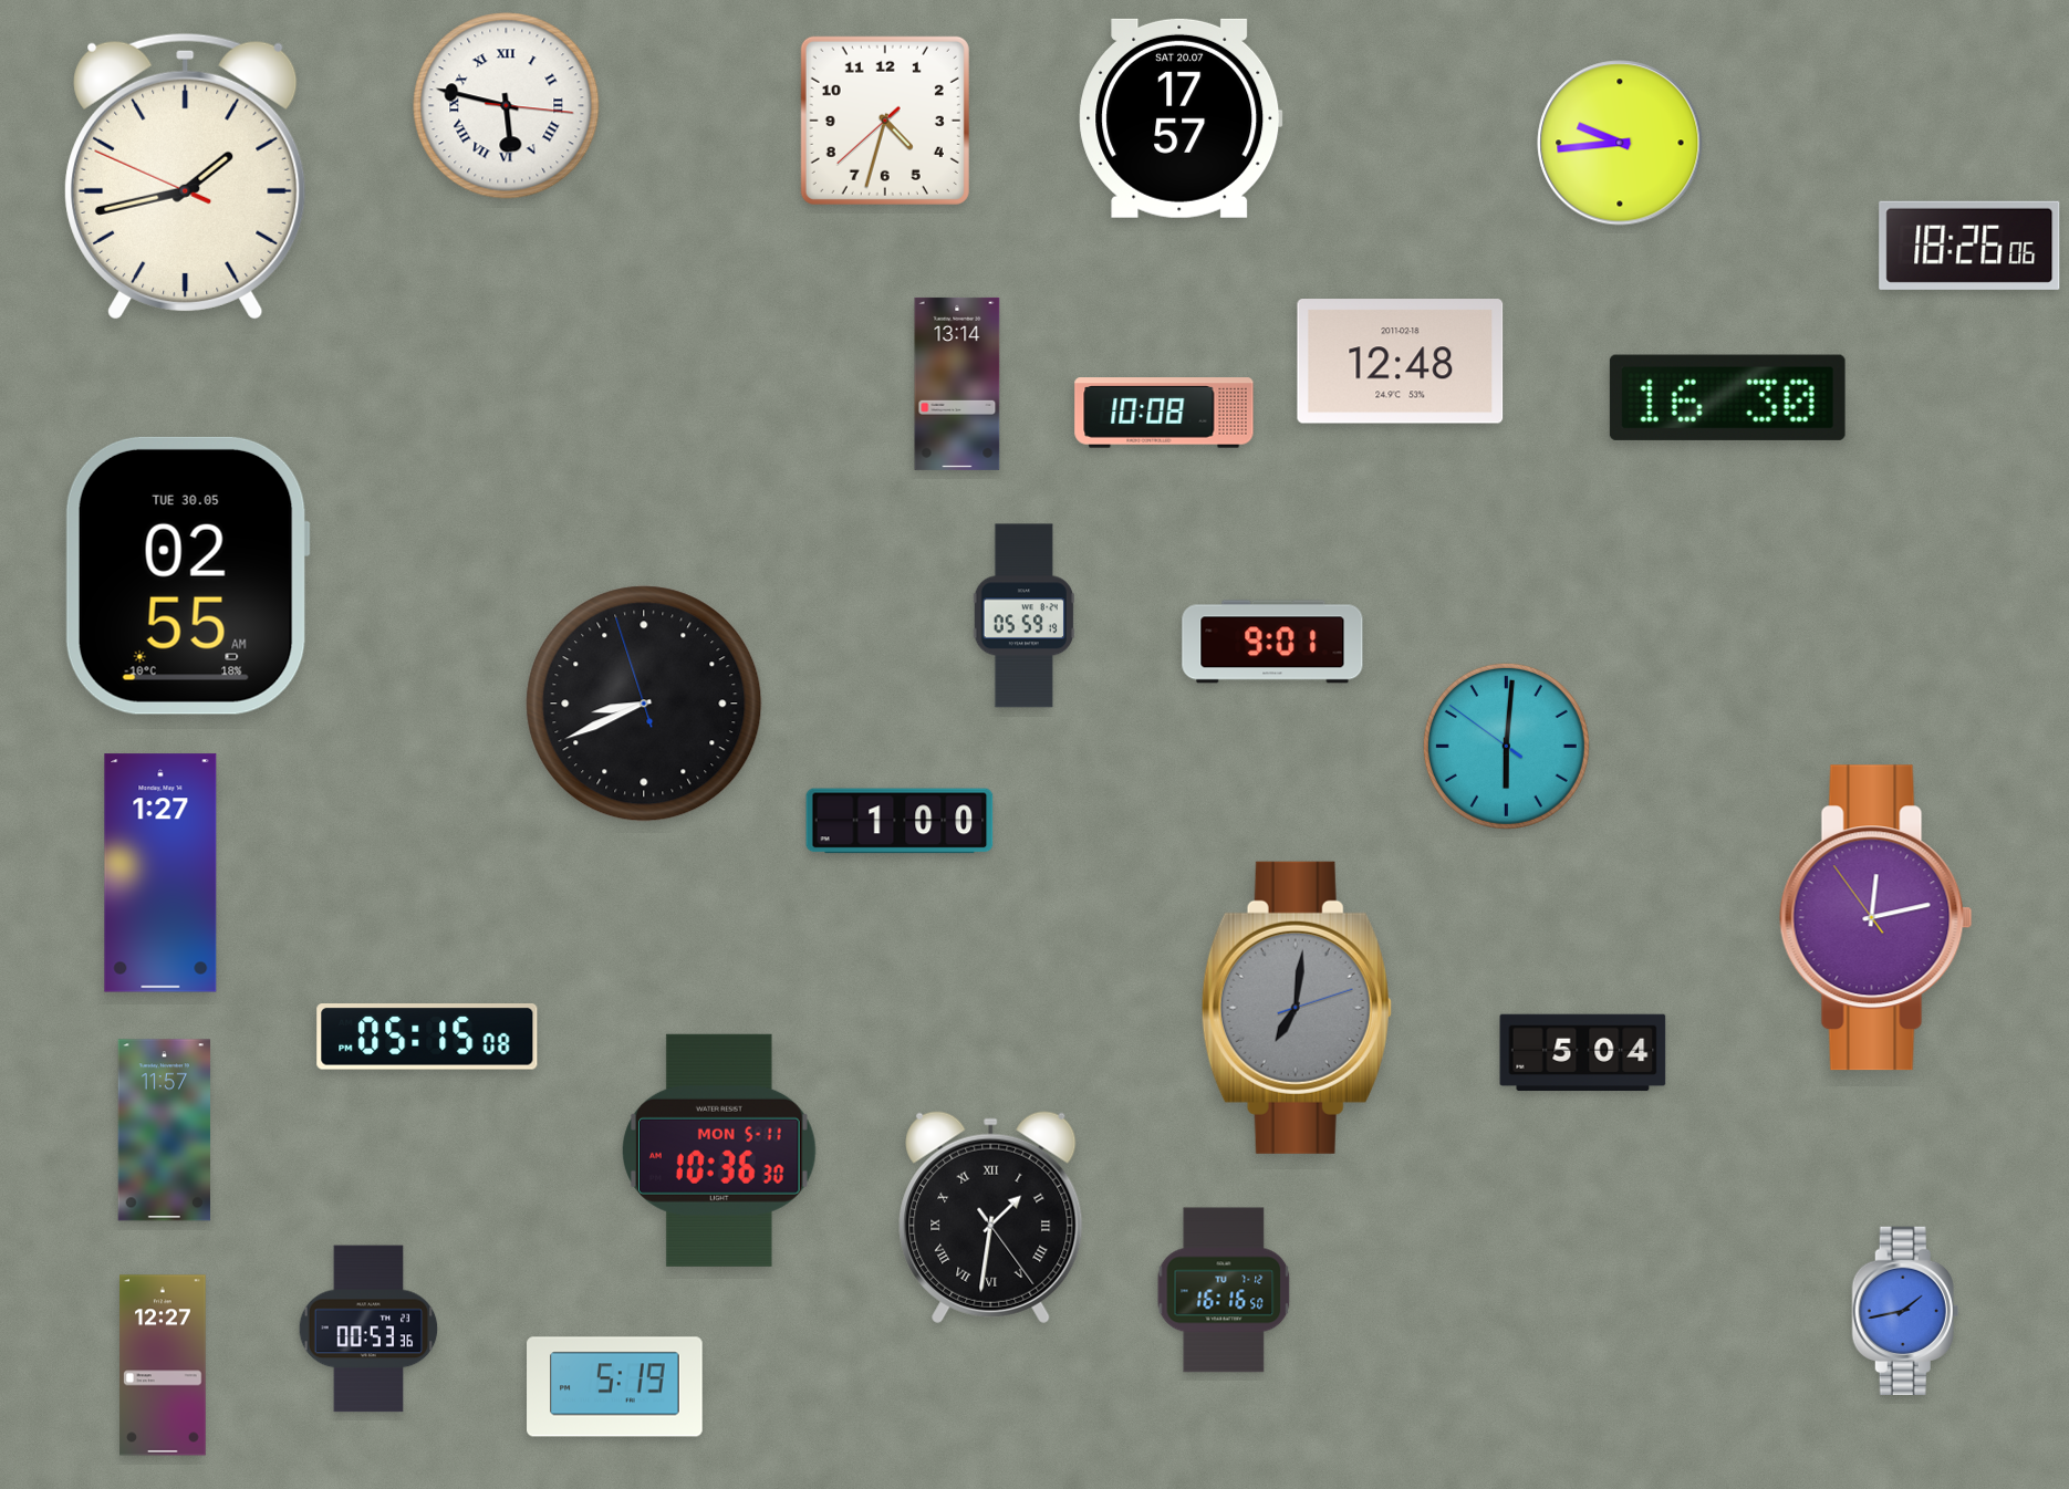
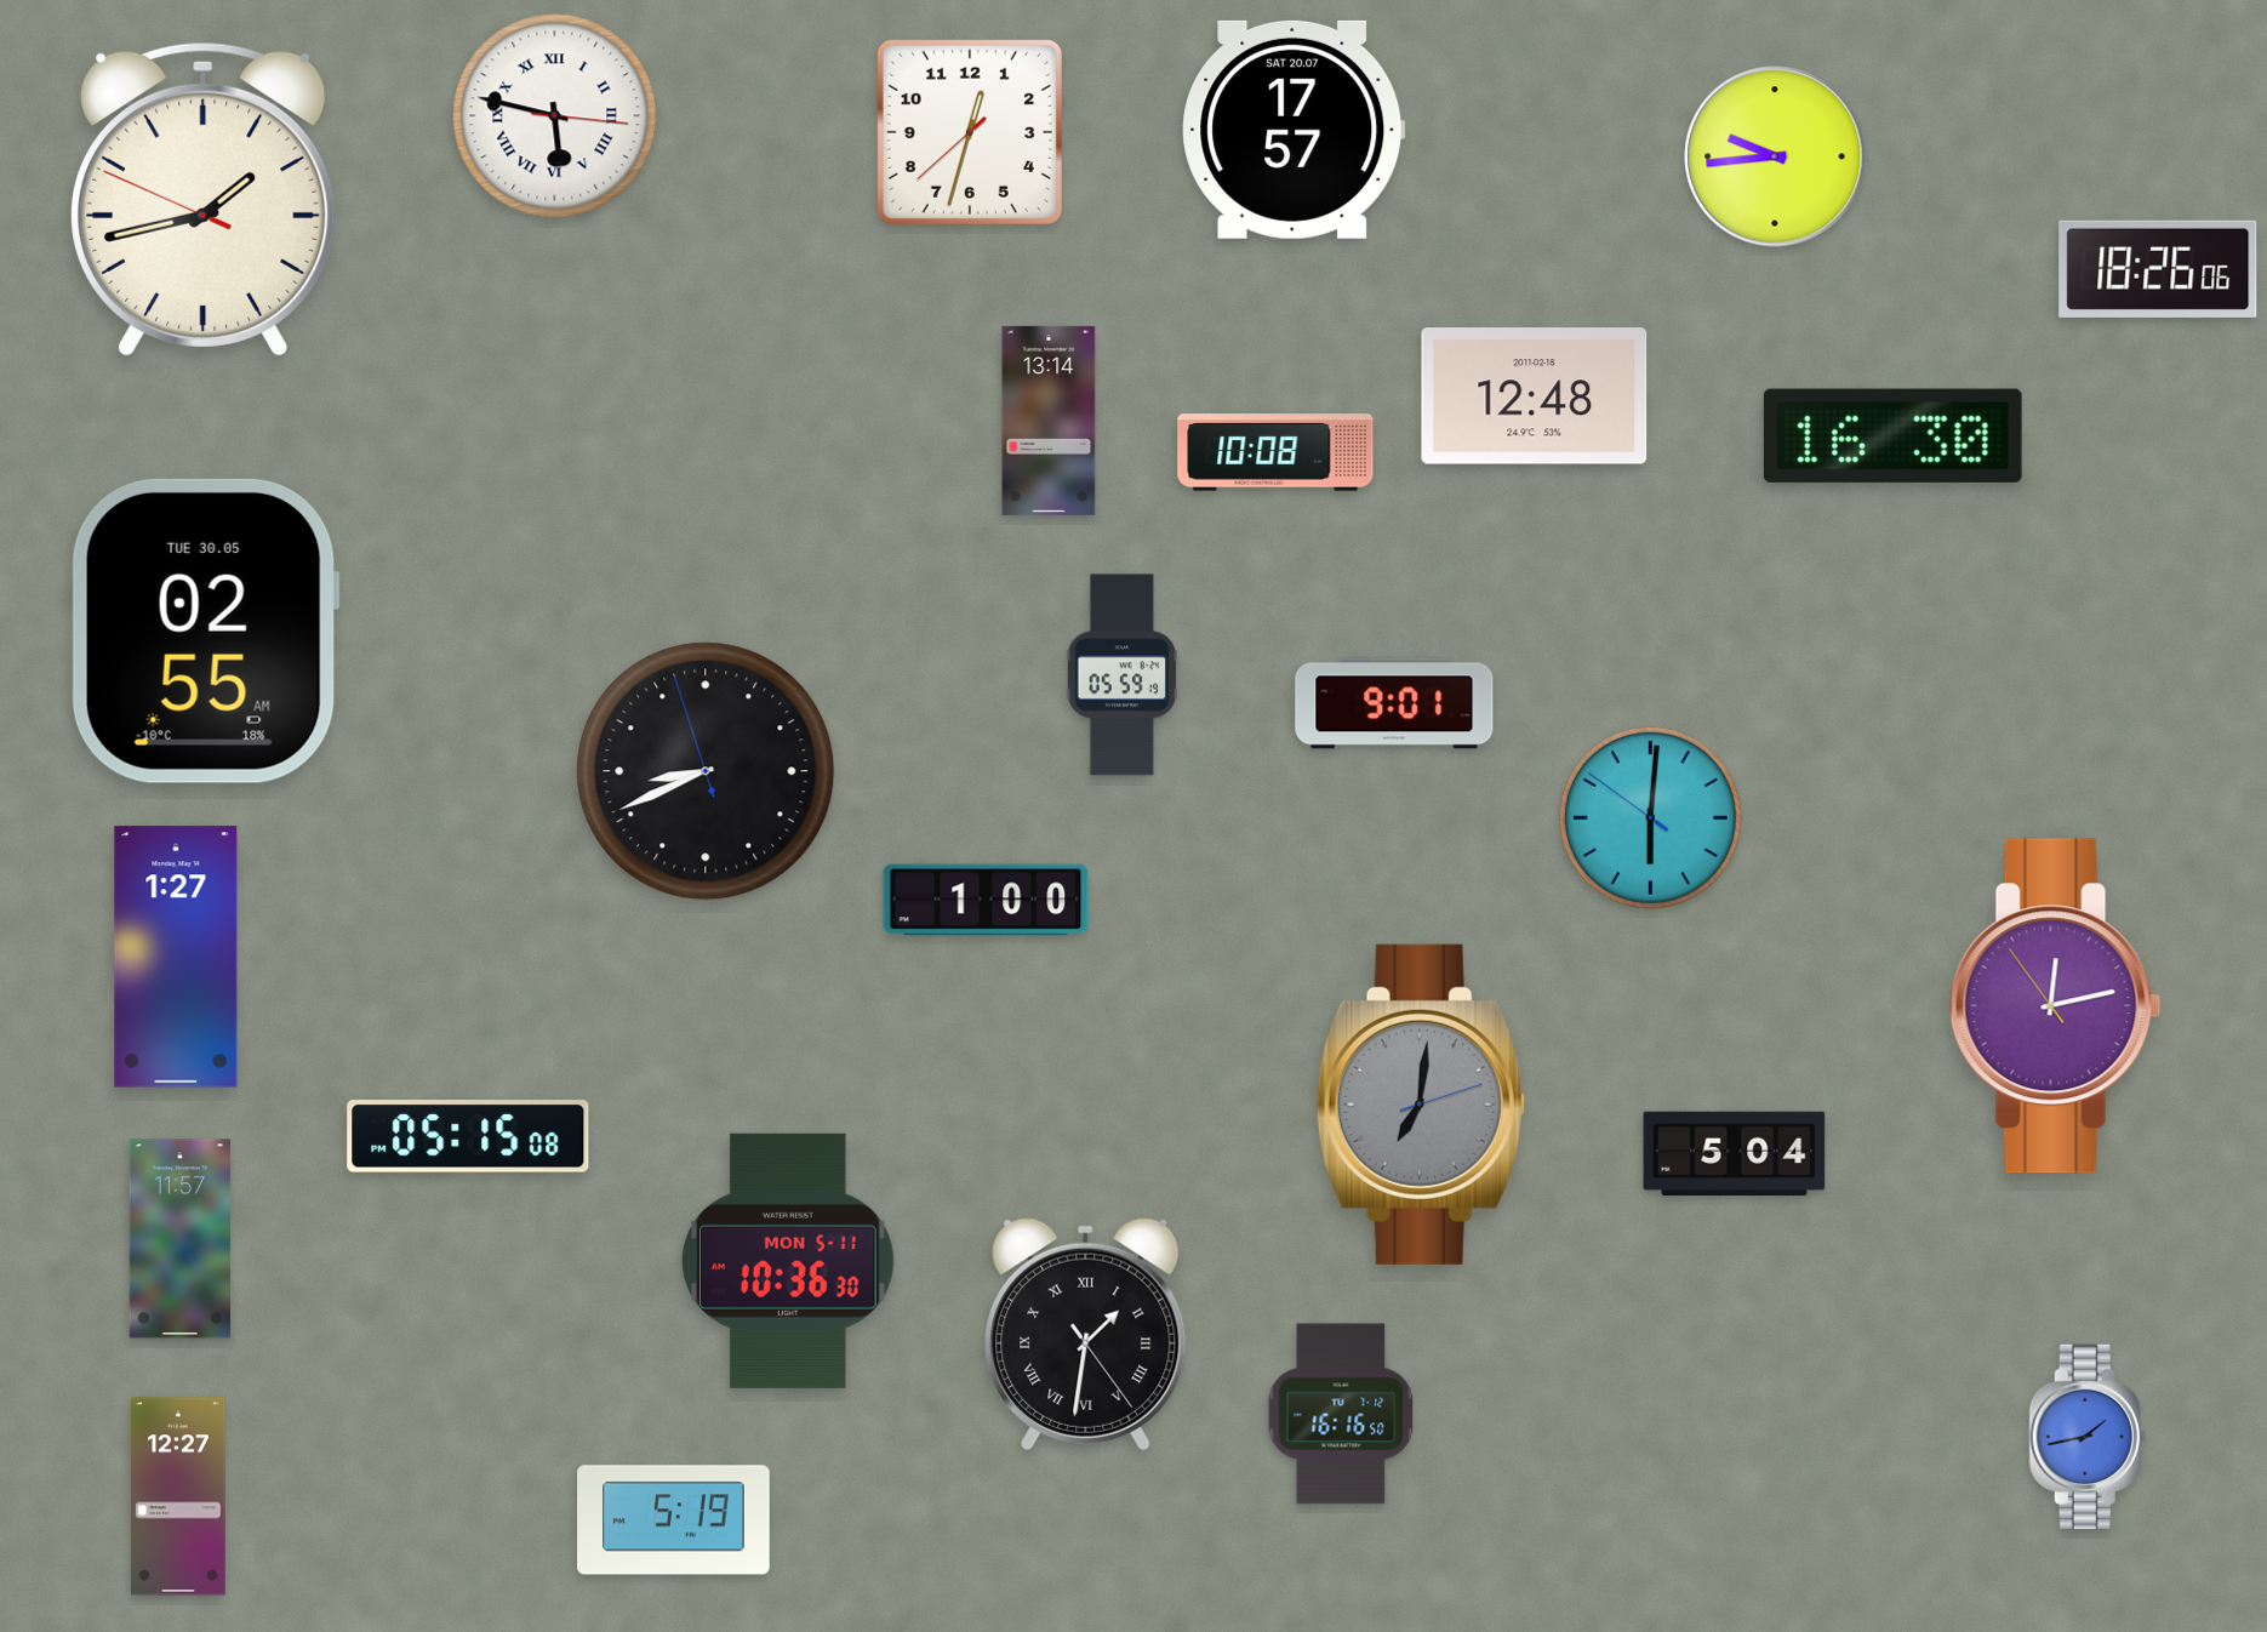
clock at (885, 121): 4:32 -> 12:32
clock at (186, 176) position: (186, 176) -> (204, 199)
clock at (368, 1329): 00:53 -> none
